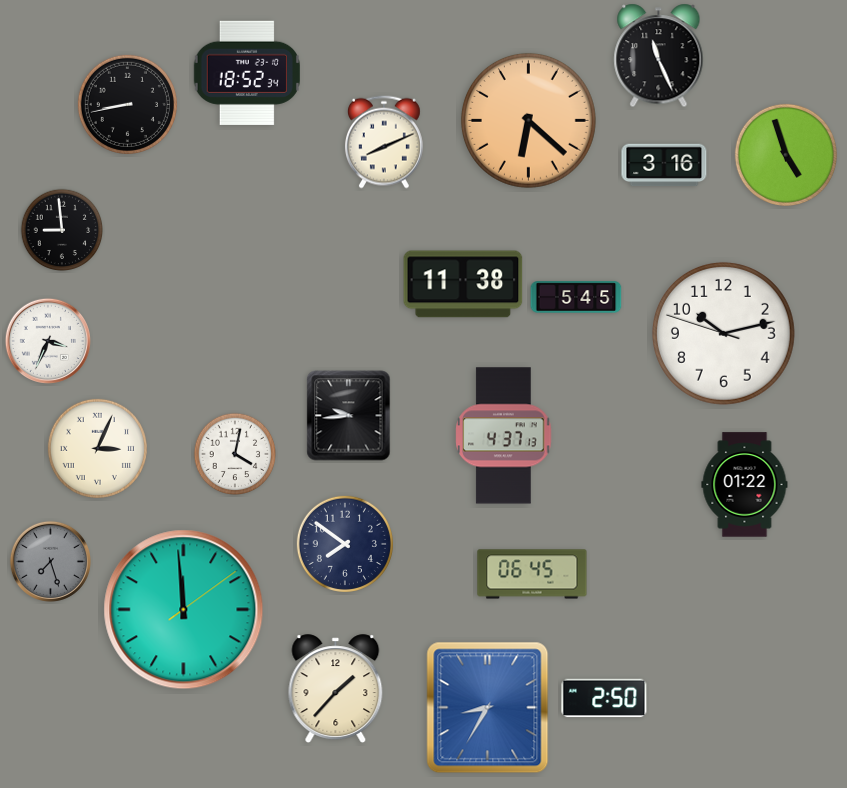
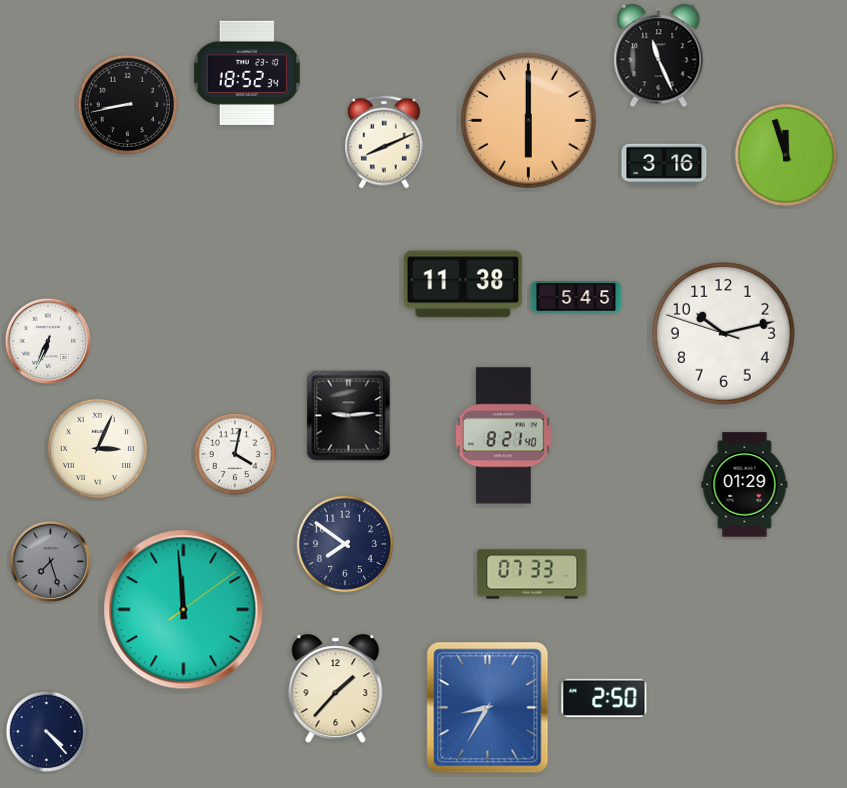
clock at (528, 120): 6:22 -> 6:00
clock at (786, 155): 4:57 -> 11:57
clock at (62, 230): 8:59 -> none
clock at (48, 341): 3:34 -> 6:34
clock at (349, 416): 9:44 -> 9:14
clock at (504, 436): 4:37 -> 8:21
clock at (745, 485): 01:22 -> 01:29
clock at (532, 574): 06:45 -> 07:33
clock at (47, 732): none -> 4:23
